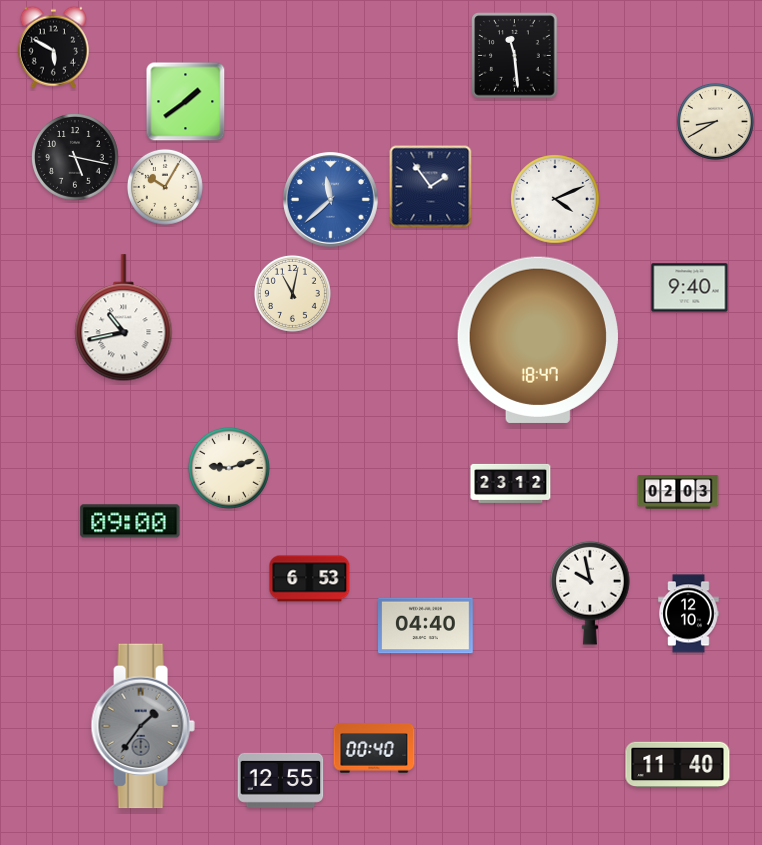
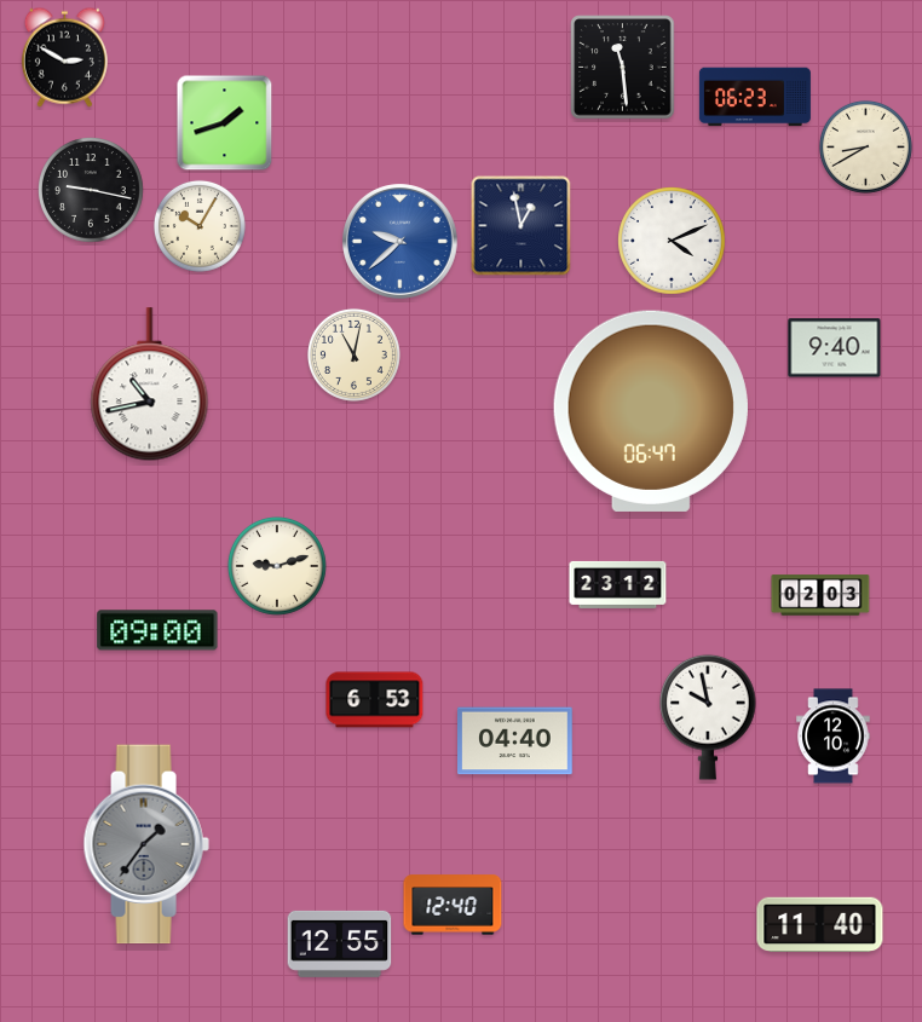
clock at (53, 47): 5:50 -> 2:50
clock at (755, 97): none -> 06:23
clock at (186, 102): 1:39 -> 1:42
clock at (76, 158): 5:17 -> 9:17
clock at (431, 187): 1:54 -> 12:58
clock at (331, 200): 11:38 -> 9:38
clock at (538, 340): 18:47 -> 06:47
clock at (590, 593) position: (590, 593) -> (708, 717)
clock at (689, 614) position: (689, 614) -> (834, 737)
clock at (426, 626) position: (426, 626) -> (515, 741)
clock at (143, 726) position: (143, 726) -> (146, 844)
clock at (374, 748): 00:40 -> 12:40
